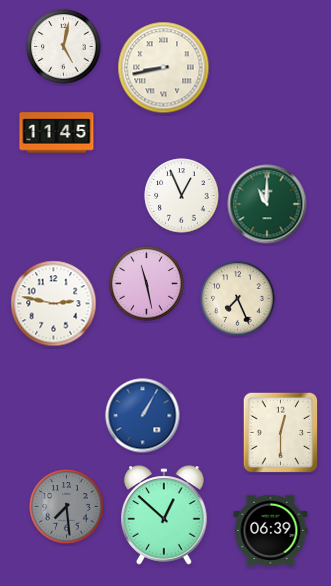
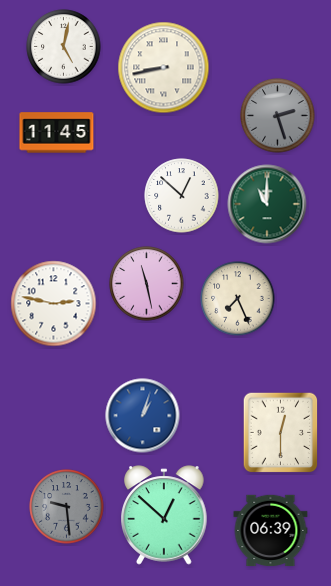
clock at (278, 116): none -> 2:27
clock at (182, 196): 12:56 -> 12:52
clock at (143, 416): 1:05 -> 1:03
clock at (67, 507): 7:29 -> 9:29
